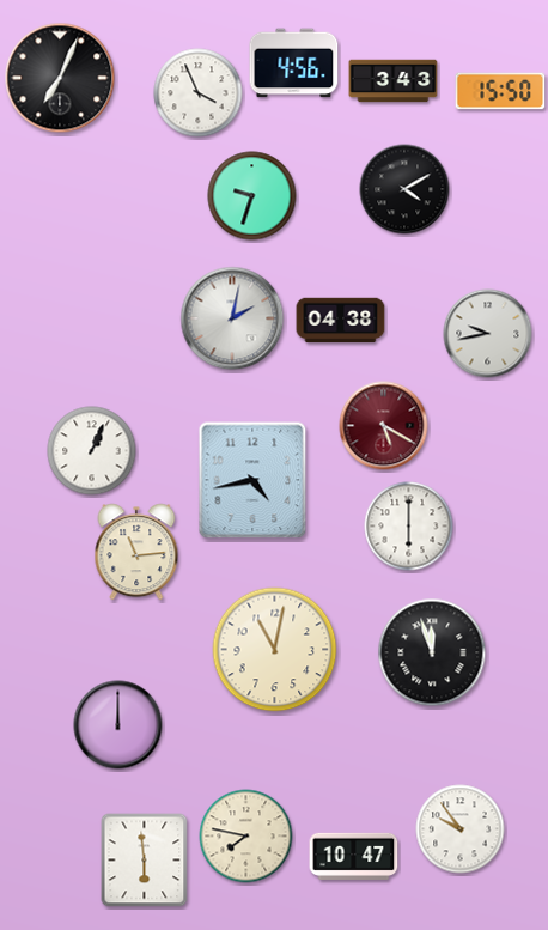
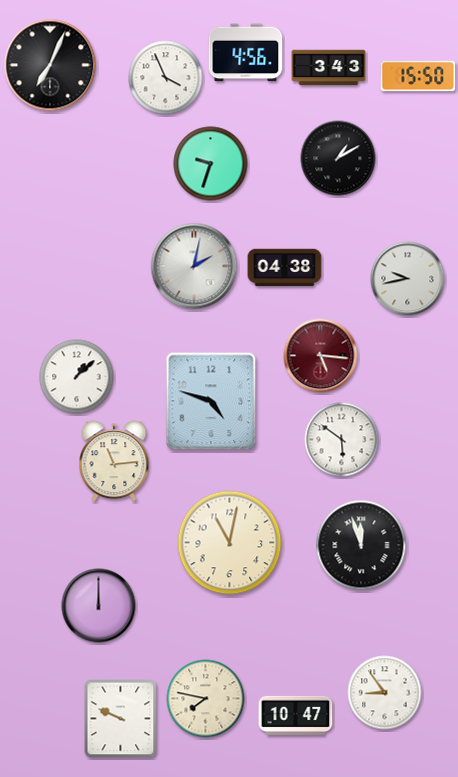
clock at (404, 189): 4:10 -> 1:10
clock at (384, 426): 5:20 -> 5:16
clock at (92, 451): 1:04 -> 1:08
clock at (252, 480): 4:43 -> 4:48
clock at (409, 527): 6:00 -> 5:51
clock at (461, 829): 9:54 -> 8:54
clock at (145, 861): 5:59 -> 9:49
